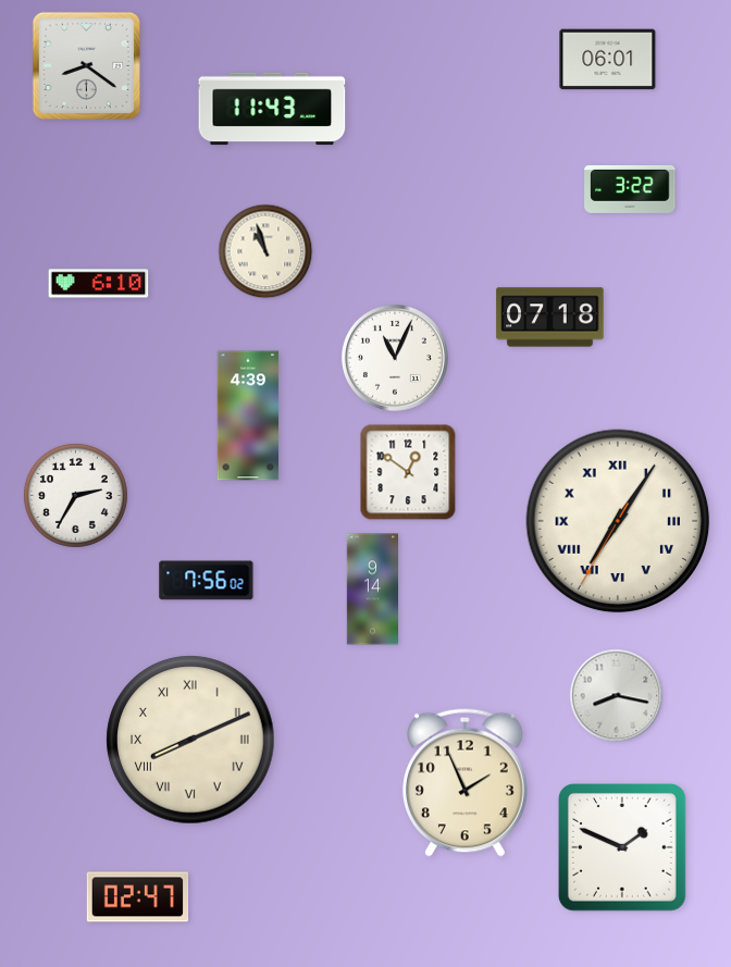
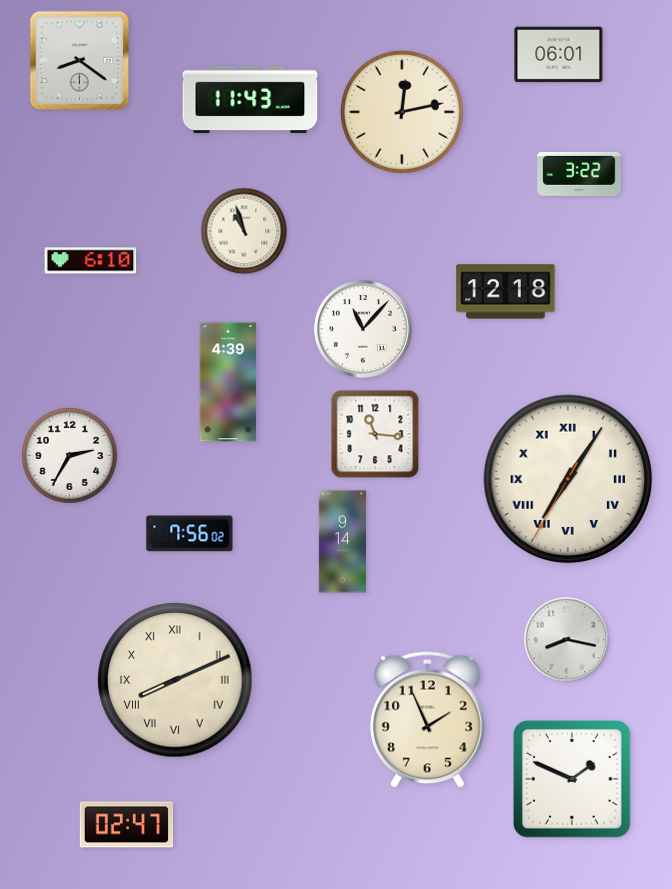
clock at (402, 112): none -> 12:13
clock at (550, 318): 07:18 -> 12:18
clock at (395, 358): 11:04 -> 11:07
clock at (408, 472): 12:51 -> 11:16
